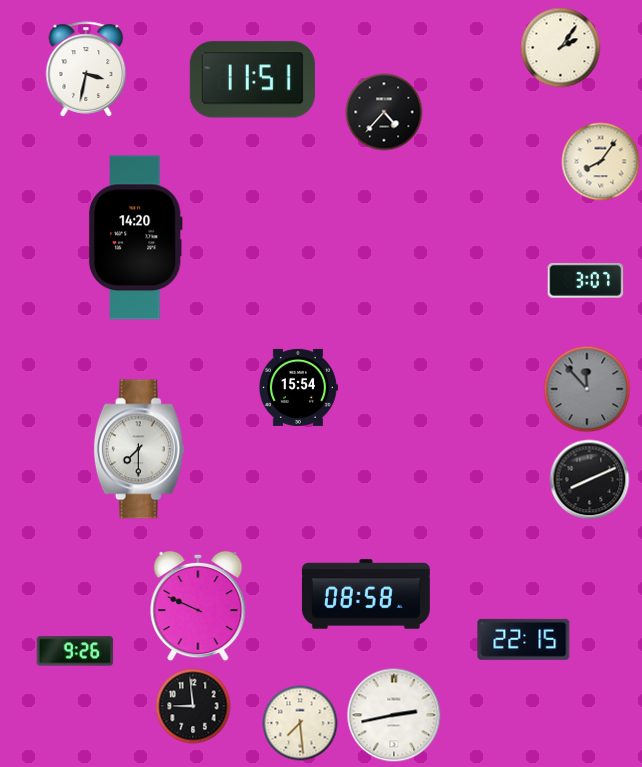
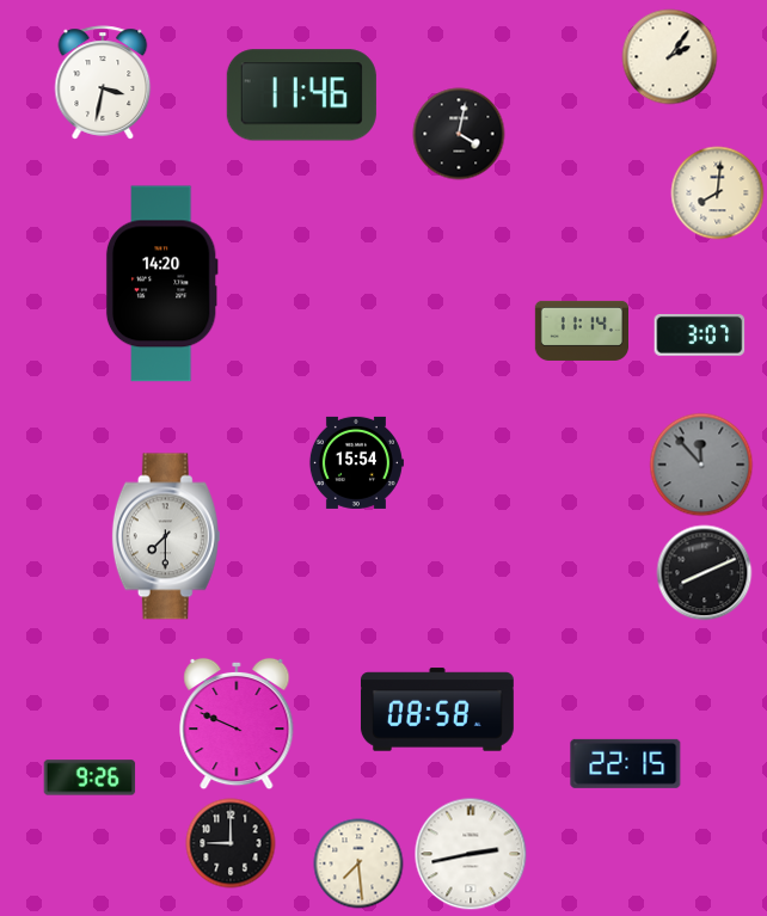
clock at (252, 80): 11:51 -> 11:46
clock at (384, 112): 4:37 -> 4:02
clock at (601, 162): 8:06 -> 8:01
clock at (581, 331): none -> 11:14
clock at (193, 706): 8:59 -> 9:00
